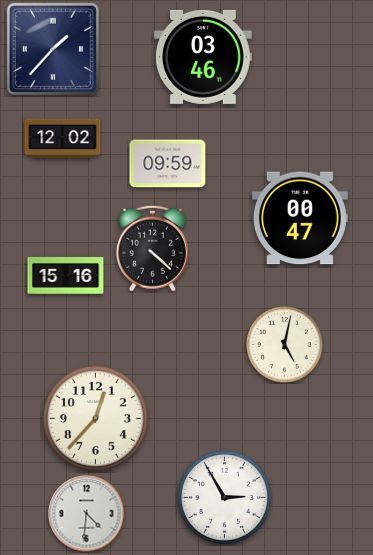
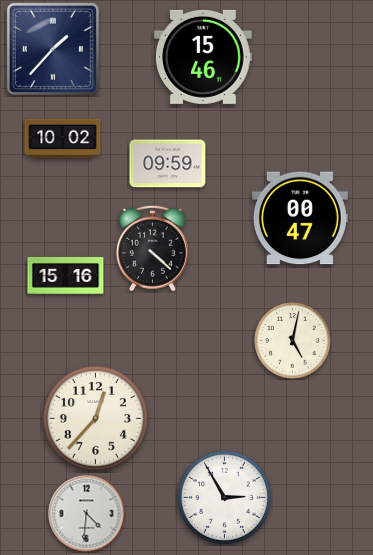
clock at (204, 57): 03:46 -> 15:46
clock at (63, 139): 12:02 -> 10:02
clock at (285, 345) position: (285, 345) -> (293, 341)
